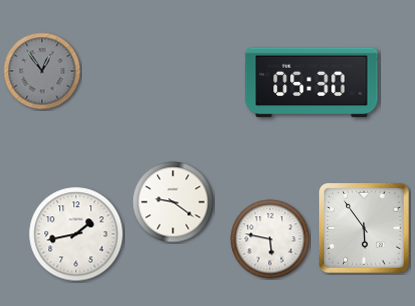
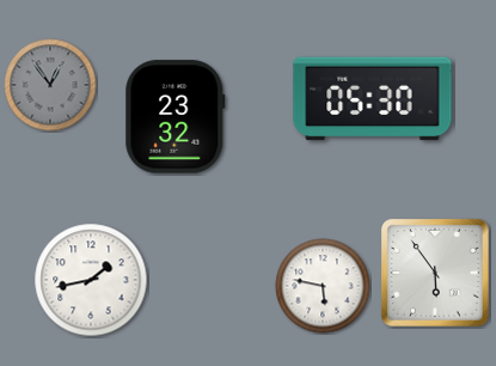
clock at (176, 117): none -> 23:32
clock at (173, 202): 9:21 -> none
